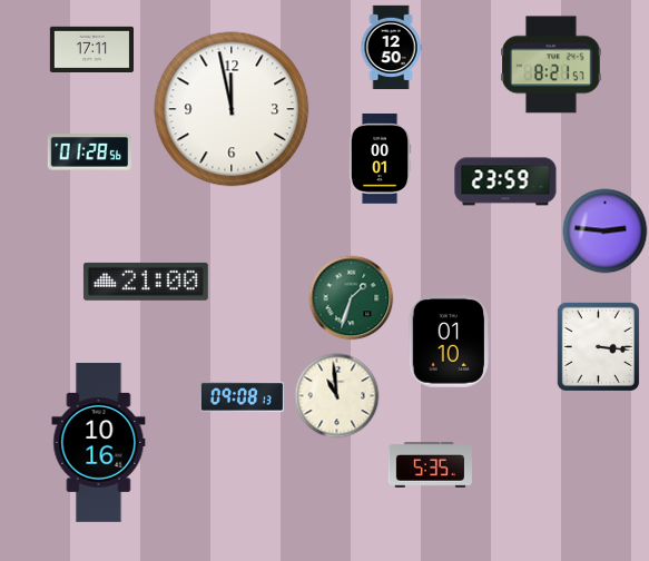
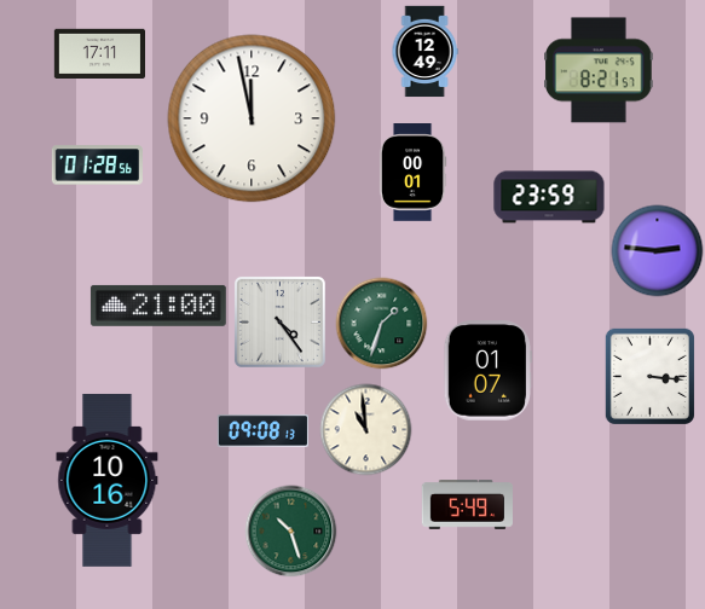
clock at (391, 48): 12:50 -> 12:49
clock at (279, 321): none -> 4:24
clock at (449, 342): 01:10 -> 01:07
clock at (430, 465): 5:35 -> 5:49
clock at (291, 532): none -> 10:27
